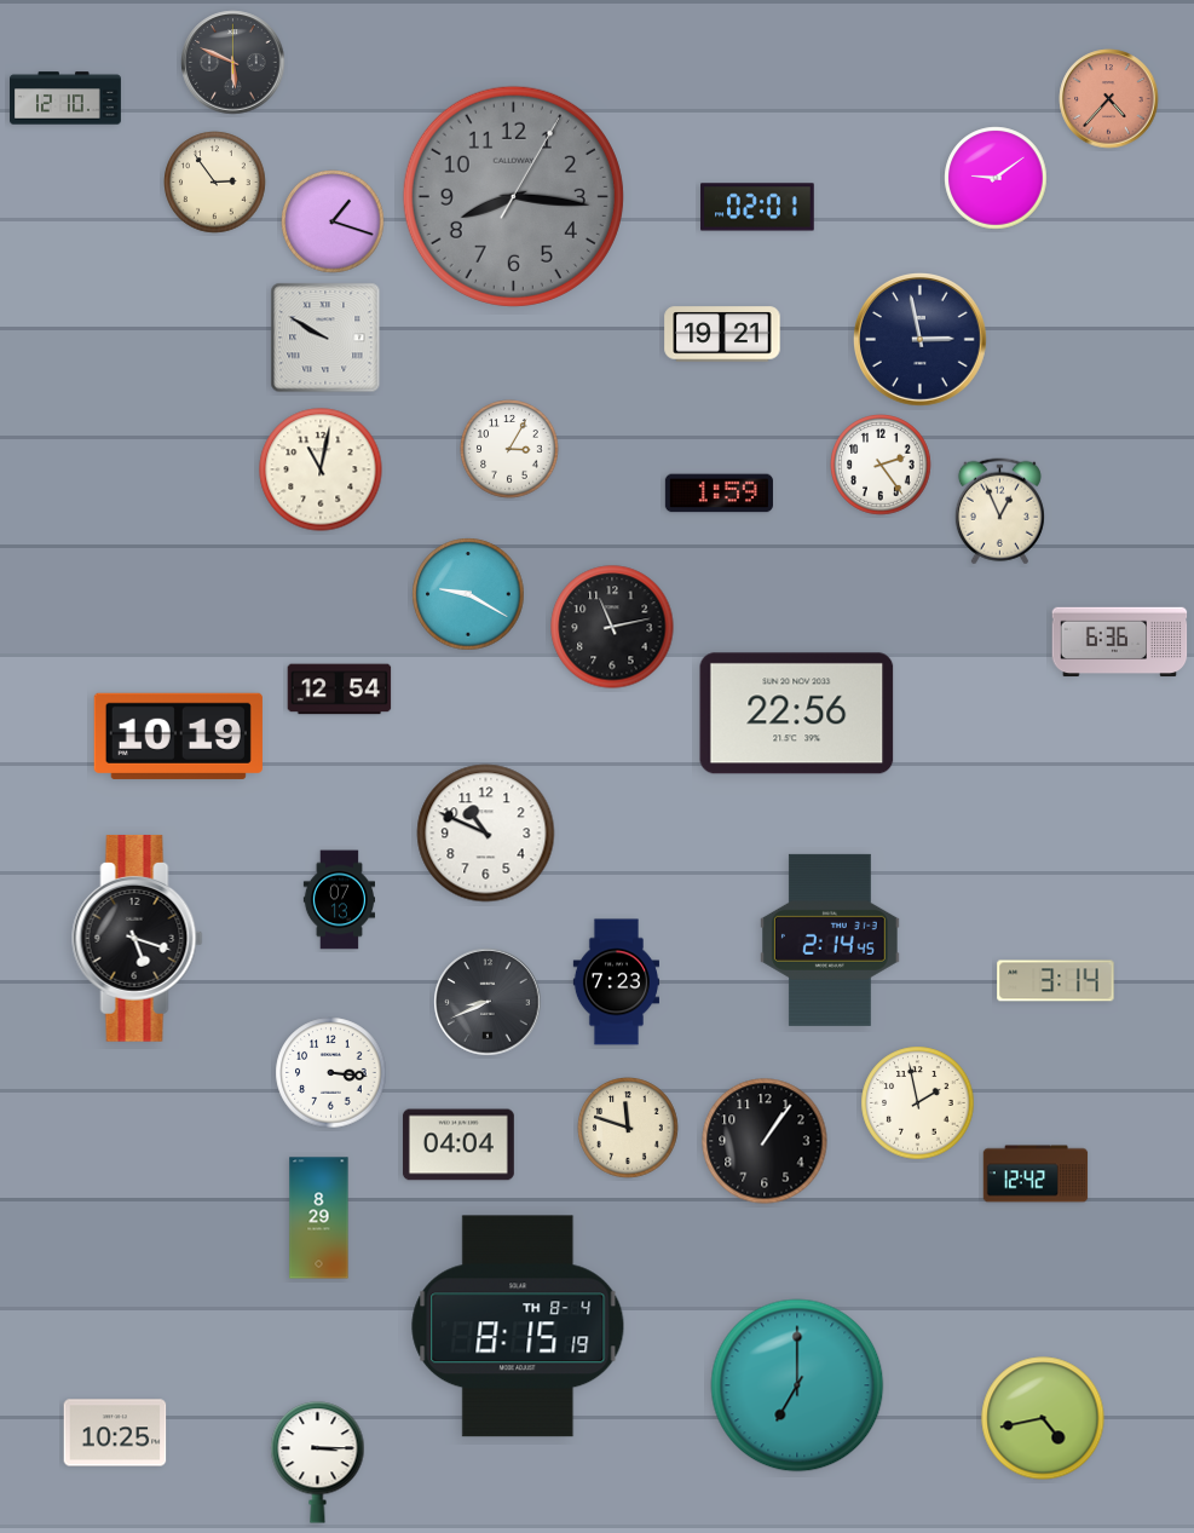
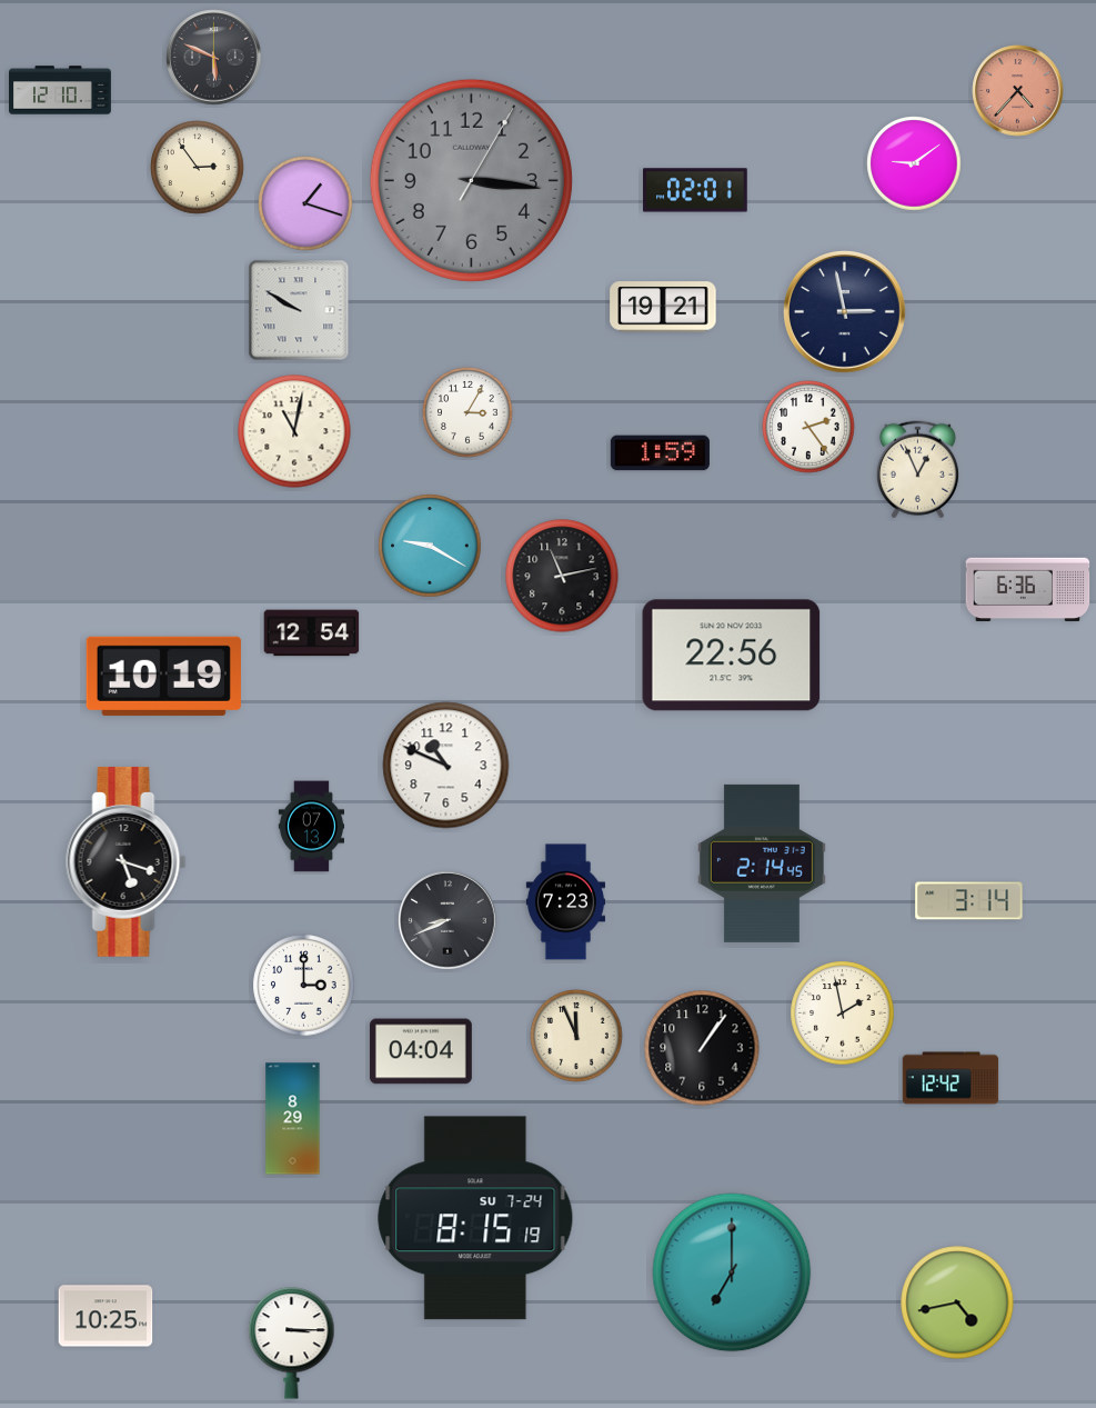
clock at (513, 196): 8:16 -> 3:16
clock at (331, 1073): 3:16 -> 3:00
clock at (628, 1128): 11:48 -> 11:56
clock at (518, 1326) date: TH 8-4 -> SU 7-24
